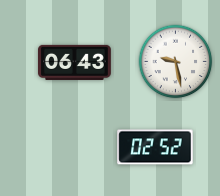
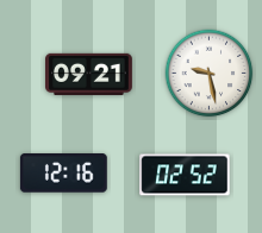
clock at (75, 62): 06:43 -> 09:21
clock at (63, 174): none -> 12:16
